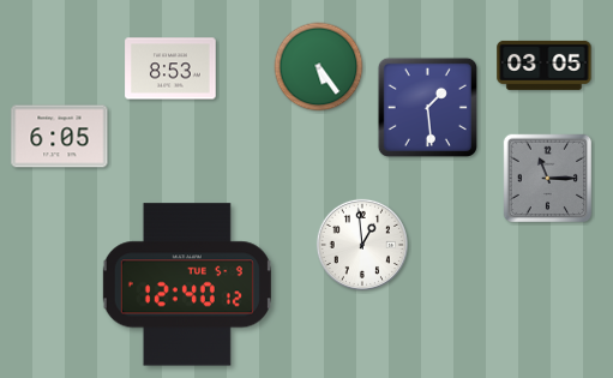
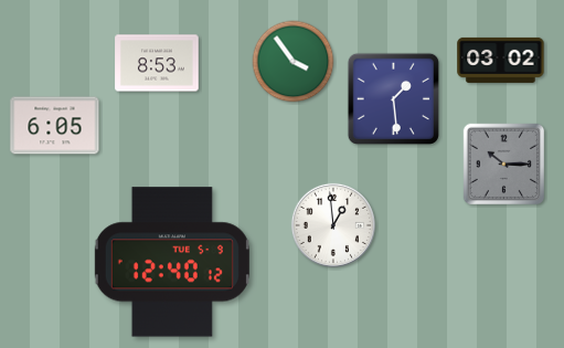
clock at (545, 65): 03:05 -> 03:02
clock at (319, 67): 5:24 -> 3:54
clock at (548, 179): 11:15 -> 10:15
